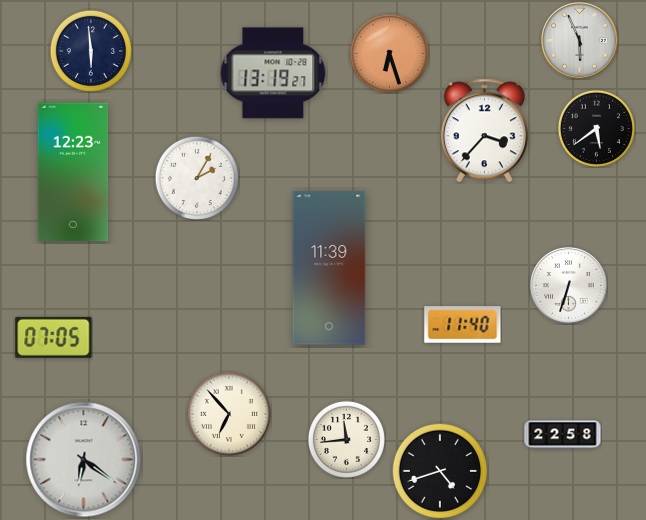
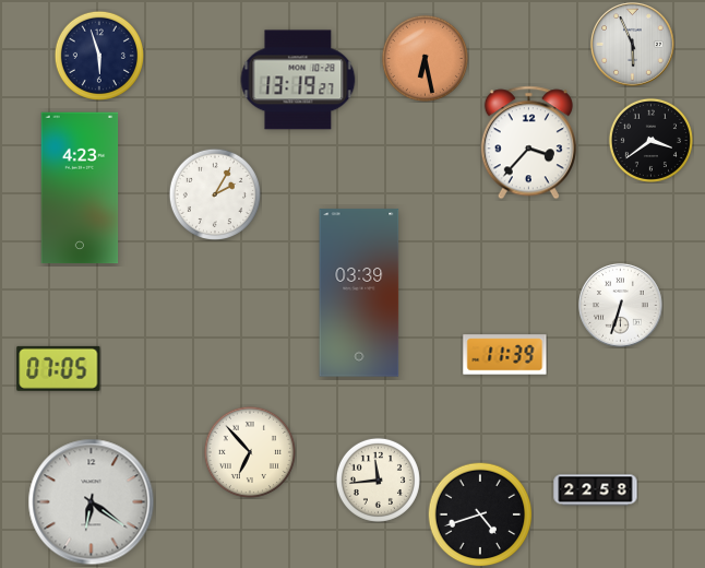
clock at (91, 51): 5:59 -> 5:57
clock at (389, 53): 6:27 -> 6:28
clock at (596, 128): 5:39 -> 3:39
clock at (73, 172): 12:23 -> 4:23
clock at (329, 268): 11:39 -> 03:39
clock at (569, 286) position: (569, 286) -> (621, 306)
clock at (463, 325): 11:40 -> 11:39
clock at (563, 435) position: (563, 435) -> (596, 490)
